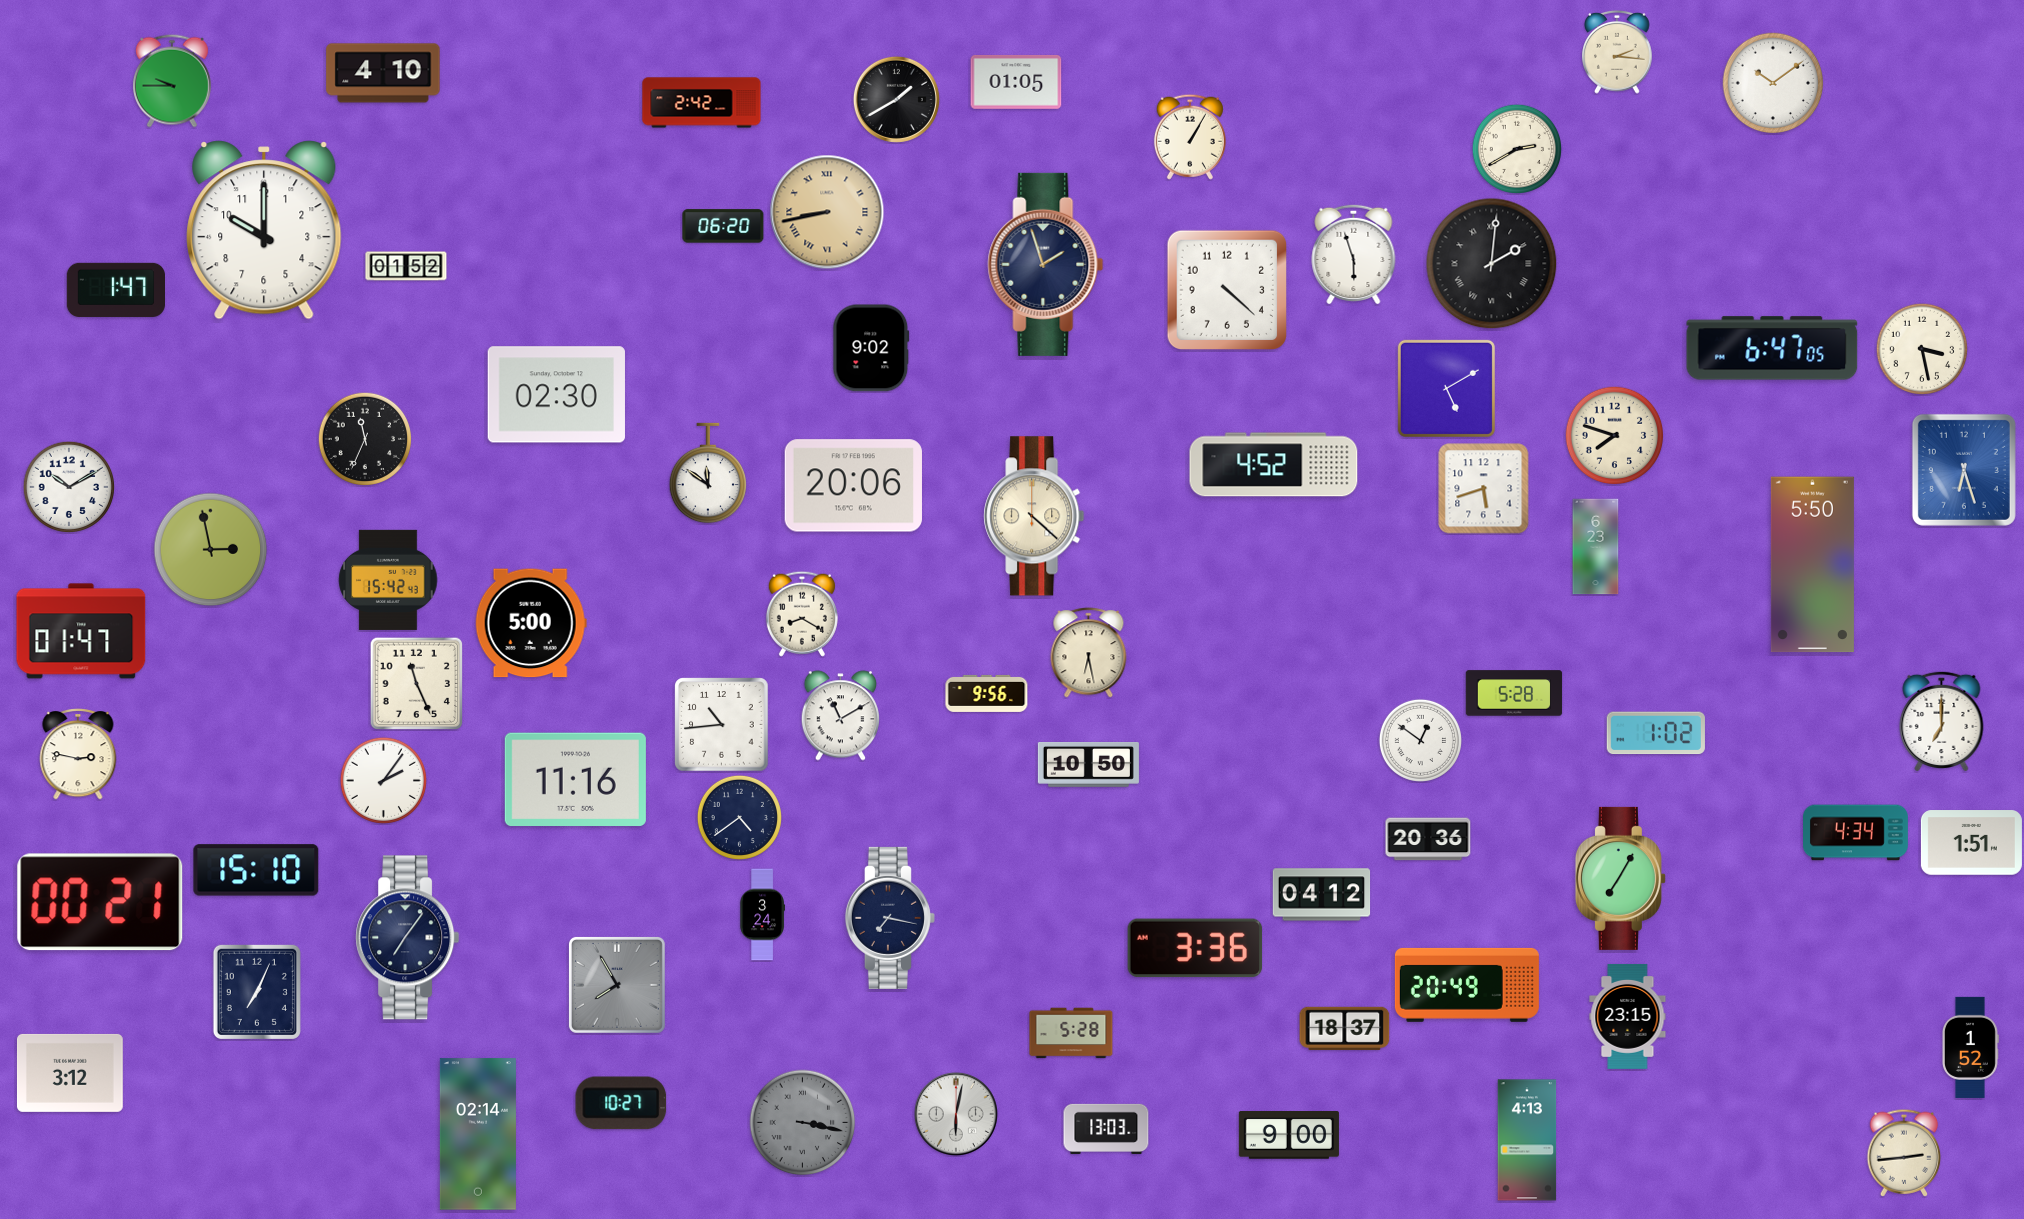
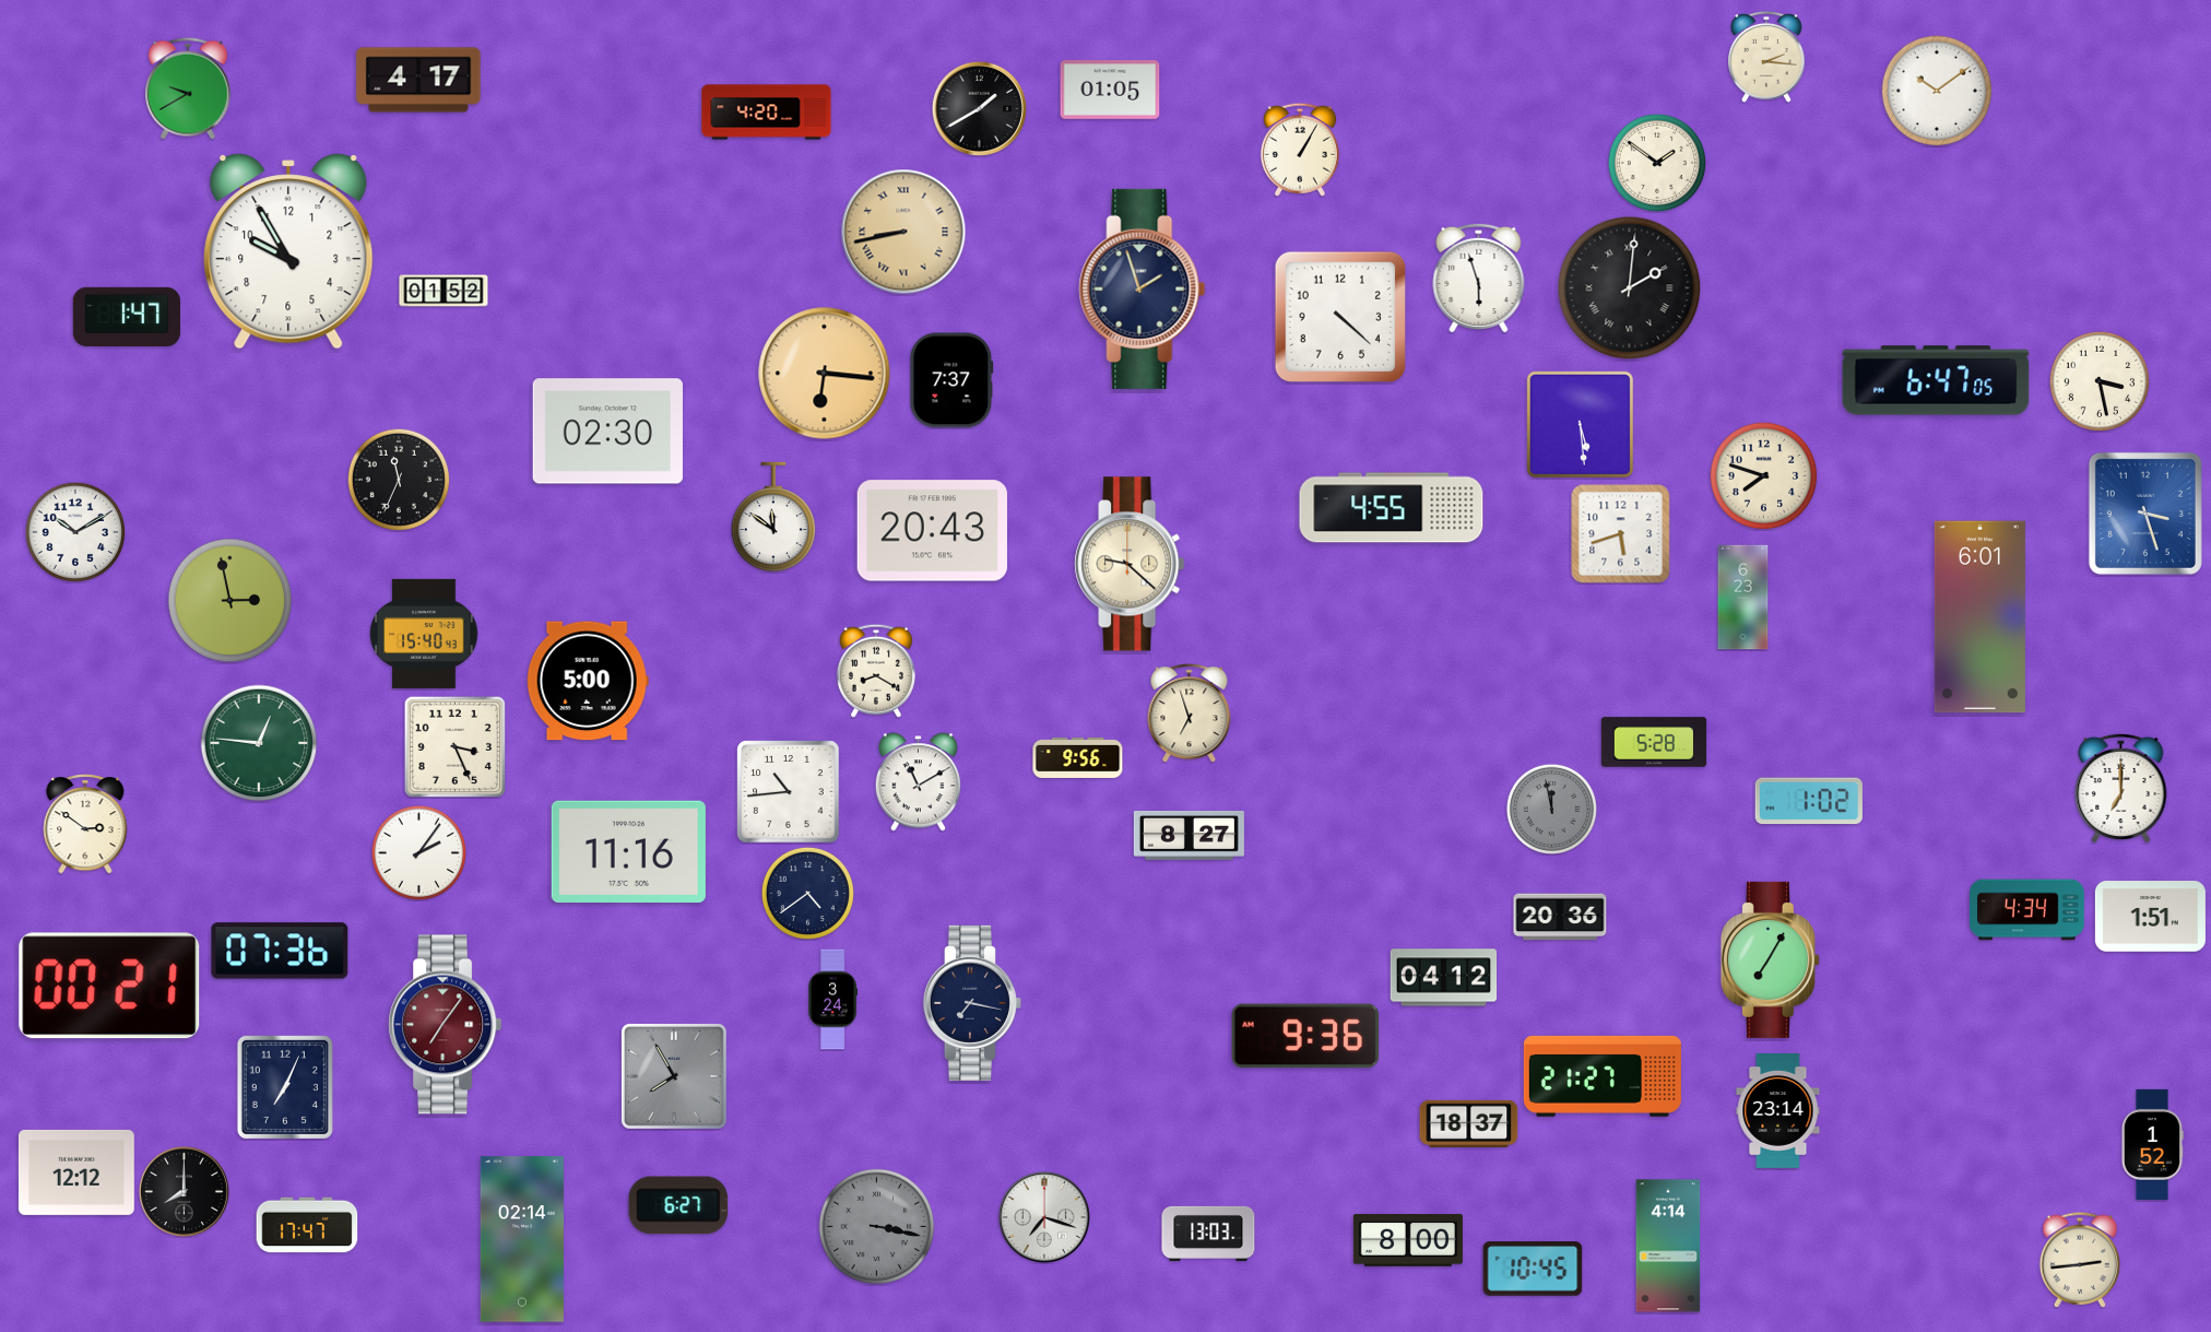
clock at (383, 73): 4:10 -> 4:17
clock at (172, 81): 9:45 -> 9:40
clock at (702, 103): 2:42 -> 4:20
clock at (1516, 148): 2:40 -> 1:51
clock at (723, 226): 06:20 -> none
clock at (264, 230): 10:00 -> 9:55
clock at (825, 374): none -> 6:16
clock at (871, 348): 9:02 -> 7:37
clock at (1446, 388): 5:10 -> 5:29
clock at (1274, 465): 4:52 -> 4:55
clock at (1964, 470): 6:27 -> 3:27
clock at (853, 486): 20:06 -> 20:43
clock at (1034, 516): 4:22 -> 9:22
clock at (1812, 565): 5:50 -> 6:01
clock at (388, 580): 15:42 -> 15:40
clock at (531, 623) position: (531, 623) -> (588, 681)
clock at (81, 631): 01:47 -> none
clock at (1089, 653): 6:28 -> 6:57
clock at (259, 743): none -> 12:46
clock at (416, 683): 11:26 -> 3:26
clock at (1514, 693) position: (1514, 693) -> (1654, 742)
clock at (1420, 740): 12:51 -> 11:58
clock at (1420, 740) dial: white -> grey
clock at (78, 755): 2:47 -> 2:51
clock at (1088, 765): 10:50 -> 8:27
clock at (1971, 843) position: (1971, 843) -> (2150, 917)
clock at (256, 870): 15:10 -> 07:36
clock at (408, 938) dial: navy -> burgundy
clock at (1195, 948): 3:36 -> 9:36
clock at (1467, 985): 20:49 -> 21:27
clock at (257, 992) position: (257, 992) -> (285, 1087)
clock at (1628, 1016): 23:15 -> 23:14
clock at (1071, 1033): 5:28 -> none
clock at (70, 1073): 3:12 -> 12:12
clock at (184, 1191): none -> 8:00
clock at (621, 1103): 10:27 -> 6:27
clock at (956, 1114): 6:02 -> 7:18
clock at (307, 1225): none -> 17:47
clock at (1289, 1136): 9:00 -> 8:00
clock at (1527, 1140): 4:13 -> 4:14
clock at (1533, 1269): none -> 10:45
